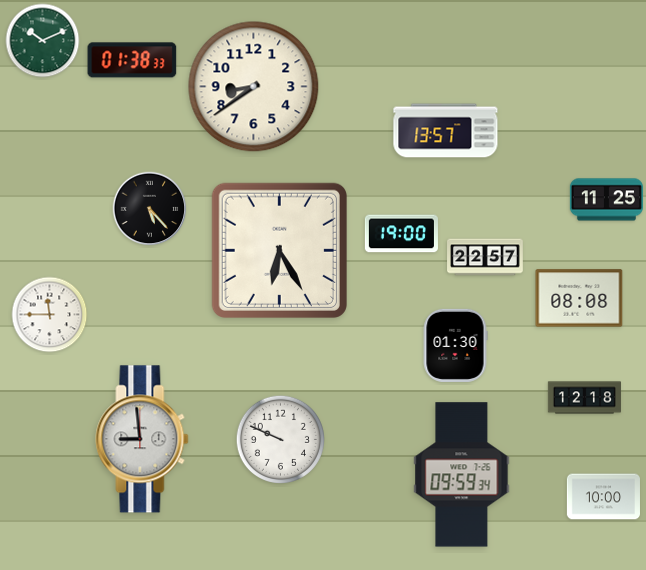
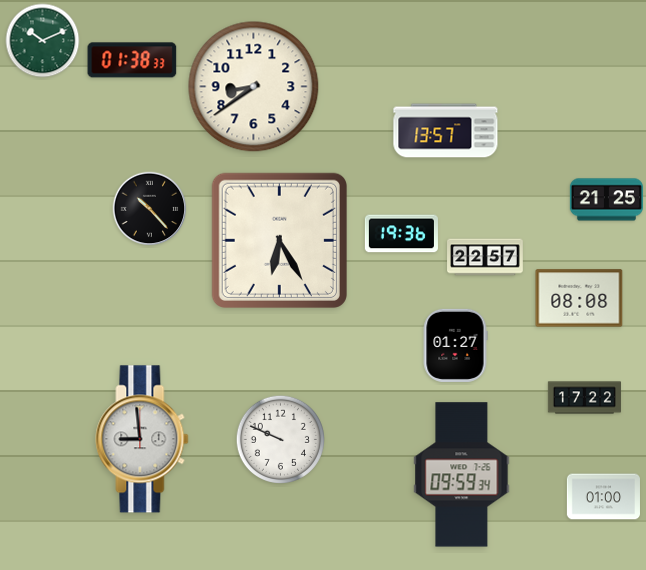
clock at (606, 200): 11:25 -> 21:25
clock at (150, 209): 5:23 -> 10:23
clock at (401, 234): 19:00 -> 19:36
clock at (279, 250) position: (279, 250) -> (279, 240)
clock at (50, 315): 11:45 -> none
clock at (455, 345): 01:30 -> 01:27
clock at (584, 398): 12:18 -> 17:22
clock at (603, 497): 10:00 -> 01:00
